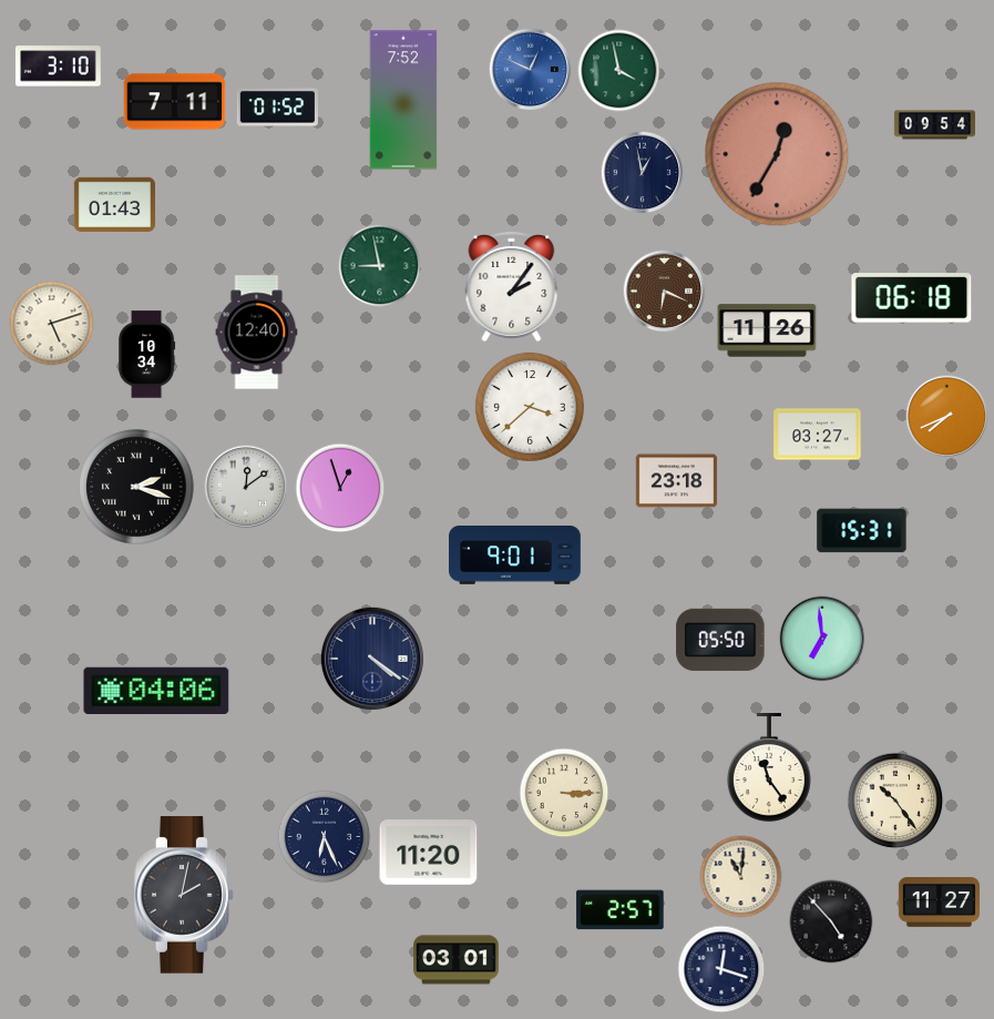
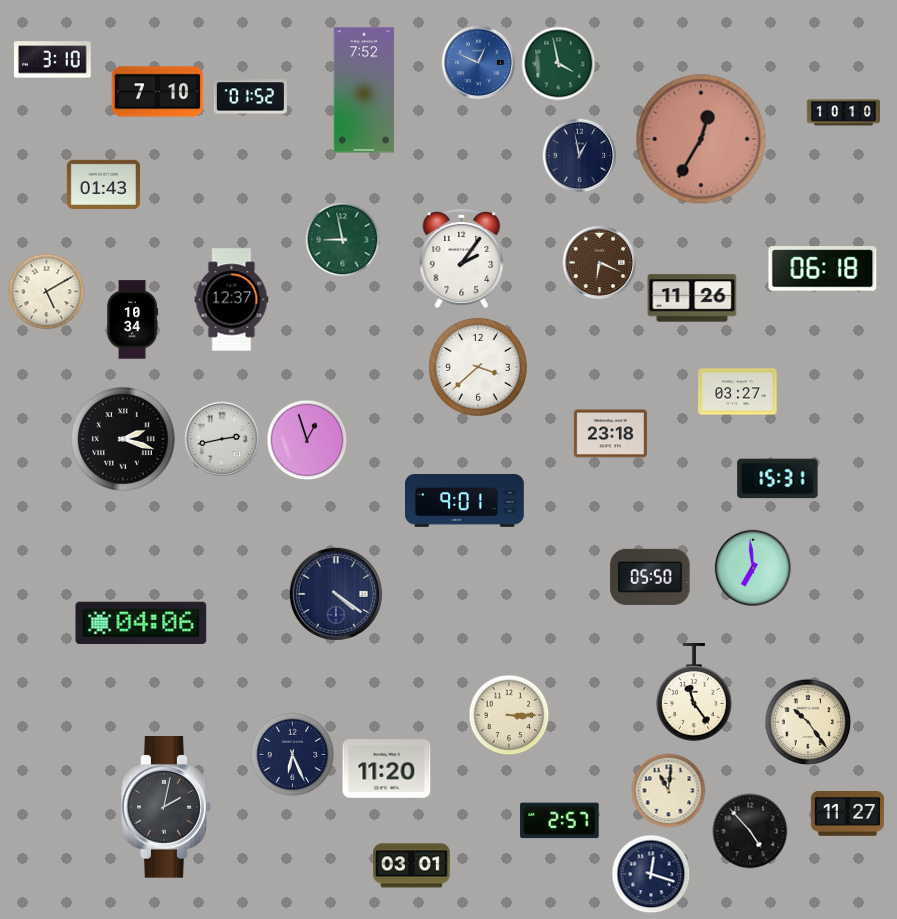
clock at (175, 102): 7:11 -> 7:10
clock at (934, 125): 09:54 -> 10:10
clock at (52, 324): 5:12 -> 5:10
clock at (257, 333): 12:40 -> 12:37
clock at (947, 417): 7:41 -> none
clock at (246, 487): 12:09 -> 2:43
clock at (822, 639) position: (822, 639) -> (753, 568)
